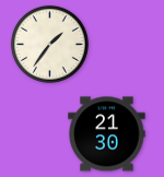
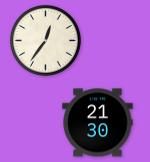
clock at (49, 44): 1:36 -> 12:36
